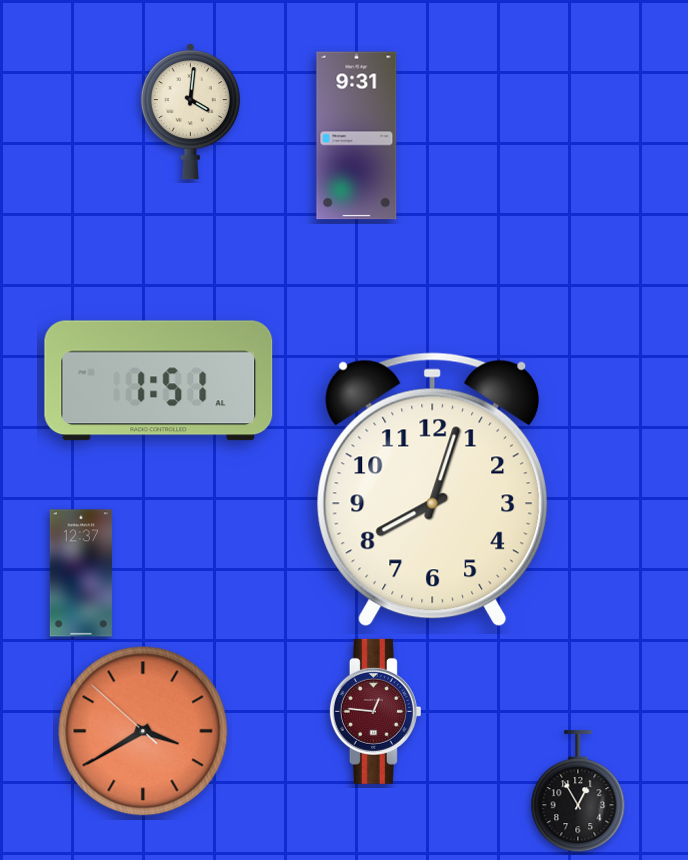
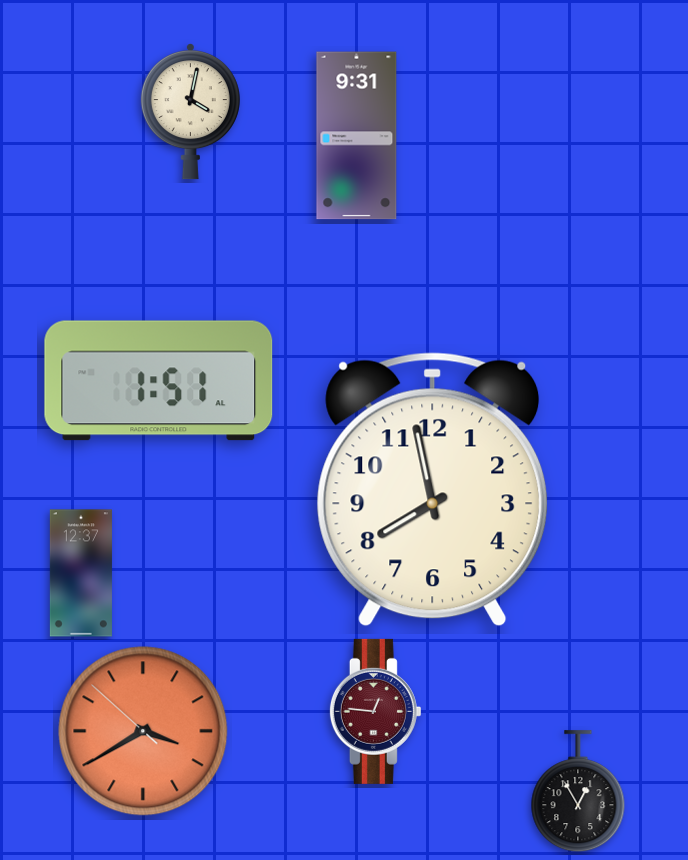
clock at (190, 112): 4:01 -> 4:02
clock at (433, 490): 8:03 -> 7:58
